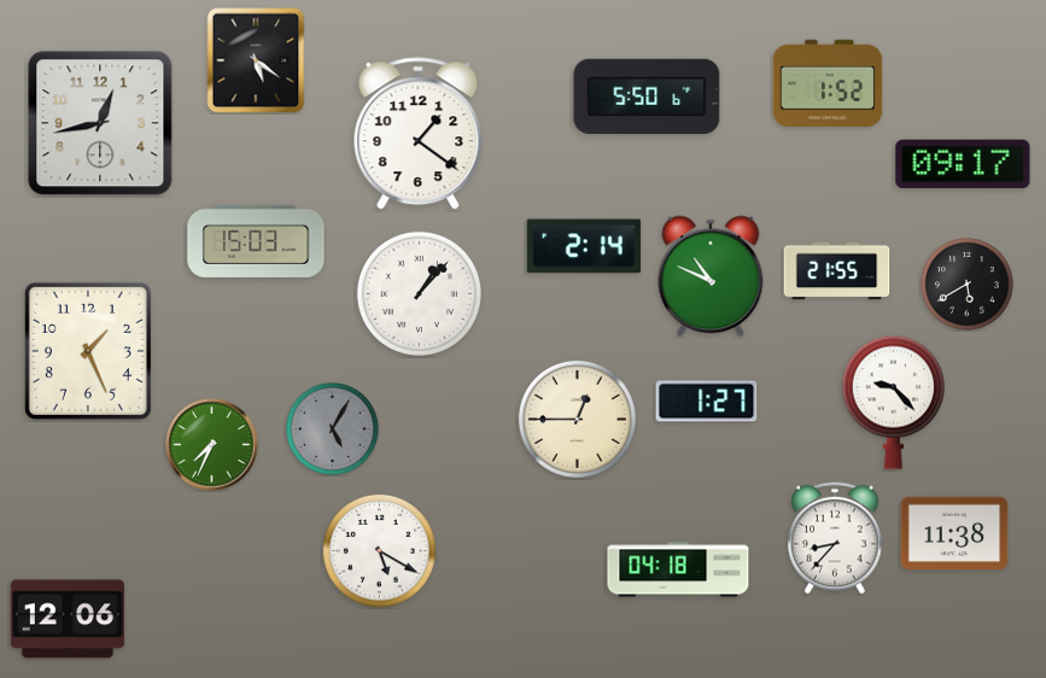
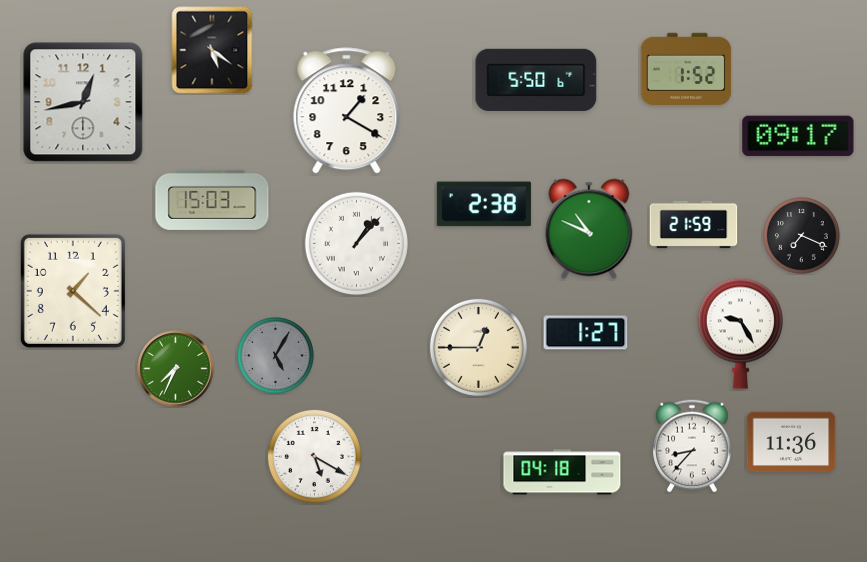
clock at (419, 134): 1:21 -> 1:20
clock at (584, 246): 2:14 -> 2:38
clock at (837, 271): 21:55 -> 21:59
clock at (968, 285): 5:40 -> 7:19
clock at (419, 293) position: (419, 293) -> (356, 243)
clock at (88, 351): 1:26 -> 1:22
clock at (893, 402): 9:23 -> 9:25
clock at (954, 533): 11:38 -> 11:36
clock at (68, 619): 12:06 -> none
